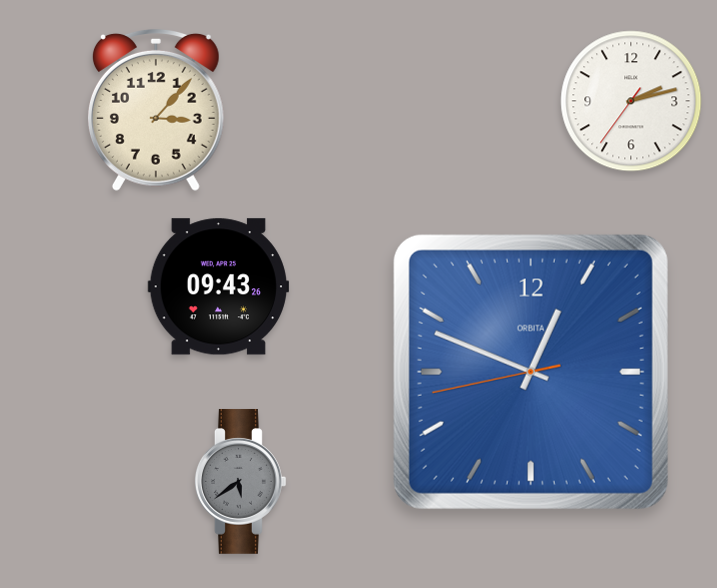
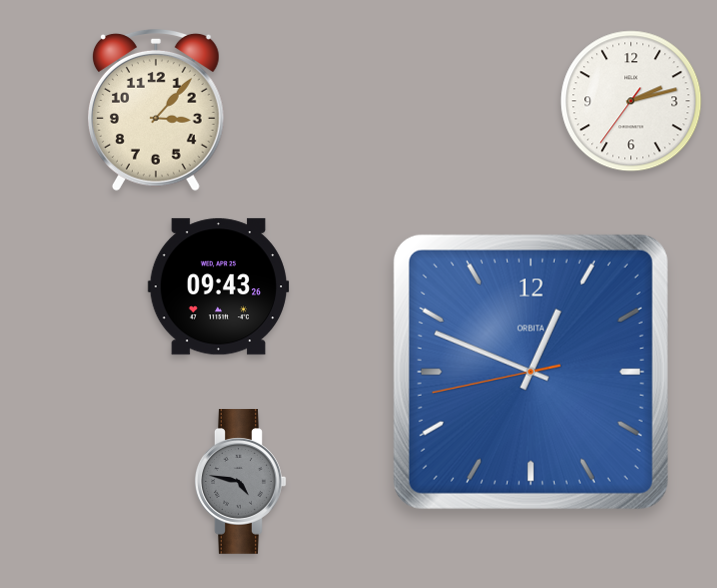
clock at (240, 481): 5:39 -> 4:47
